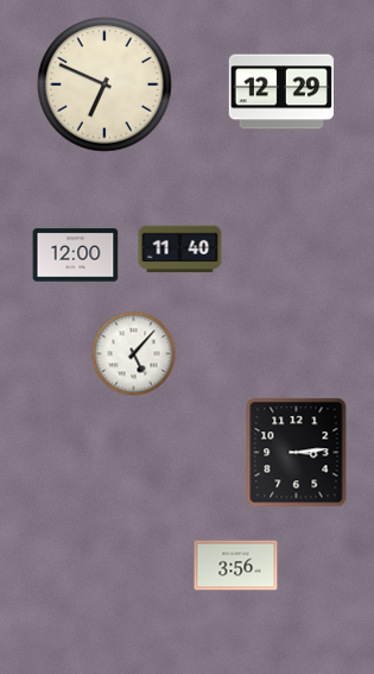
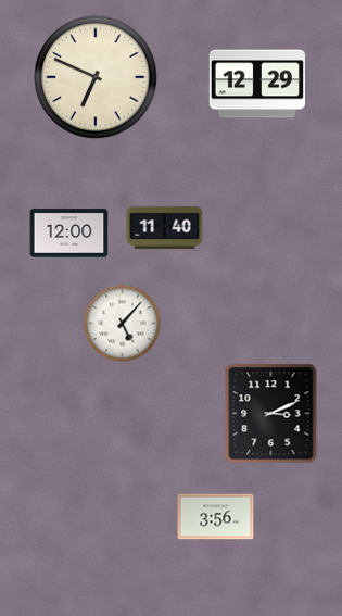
clock at (297, 453): 3:14 -> 3:11
